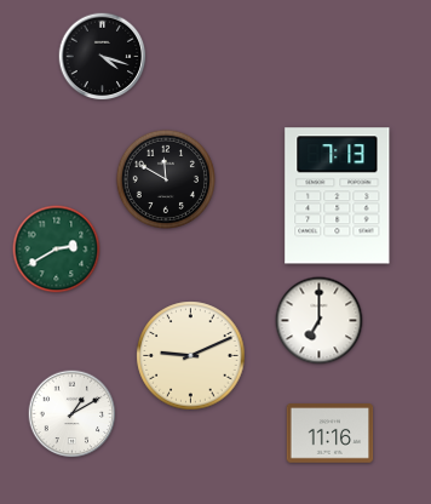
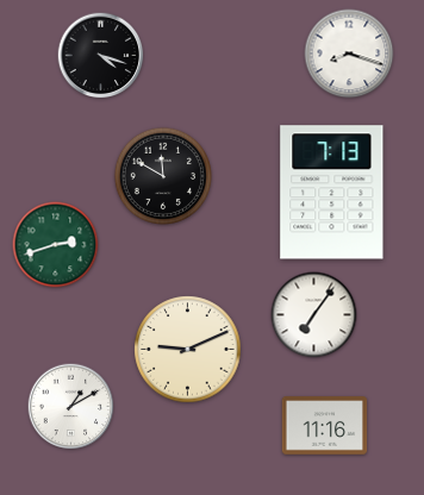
clock at (349, 54): none -> 8:18
clock at (57, 250): 2:40 -> 2:42
clock at (320, 321): 7:00 -> 7:06
